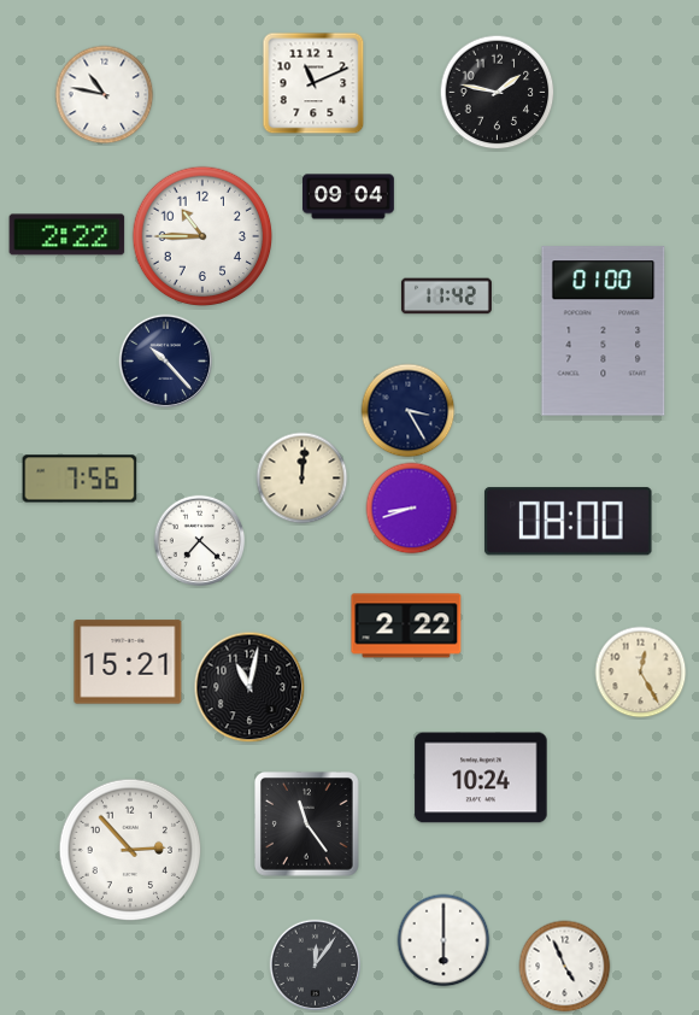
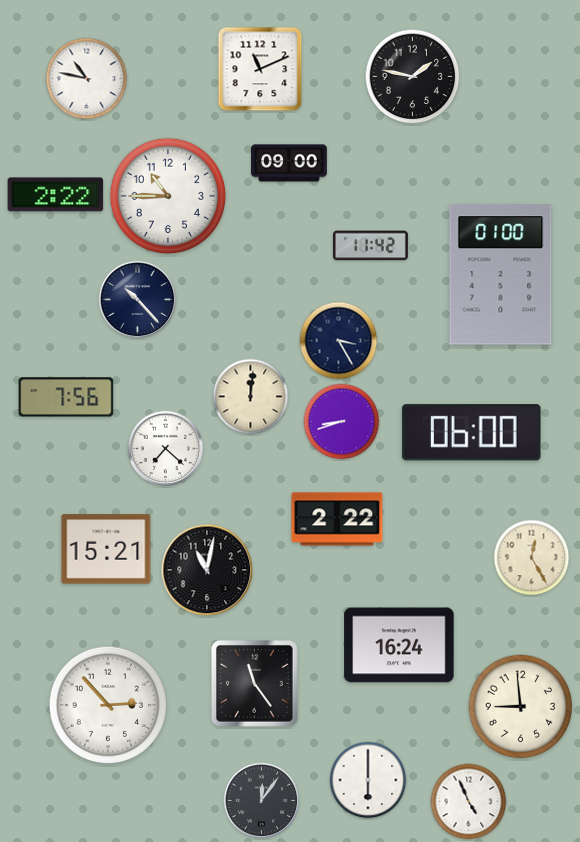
clock at (349, 196): 09:04 -> 09:00
clock at (568, 522): 08:00 -> 06:00
clock at (481, 778): 10:24 -> 16:24
clock at (521, 707): none -> 8:59
